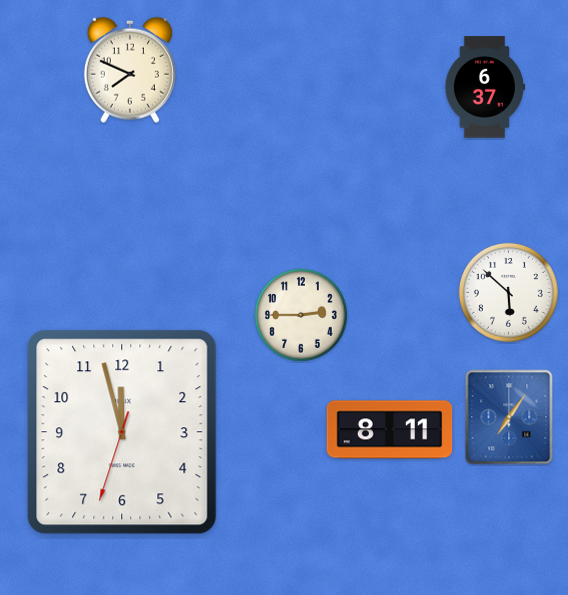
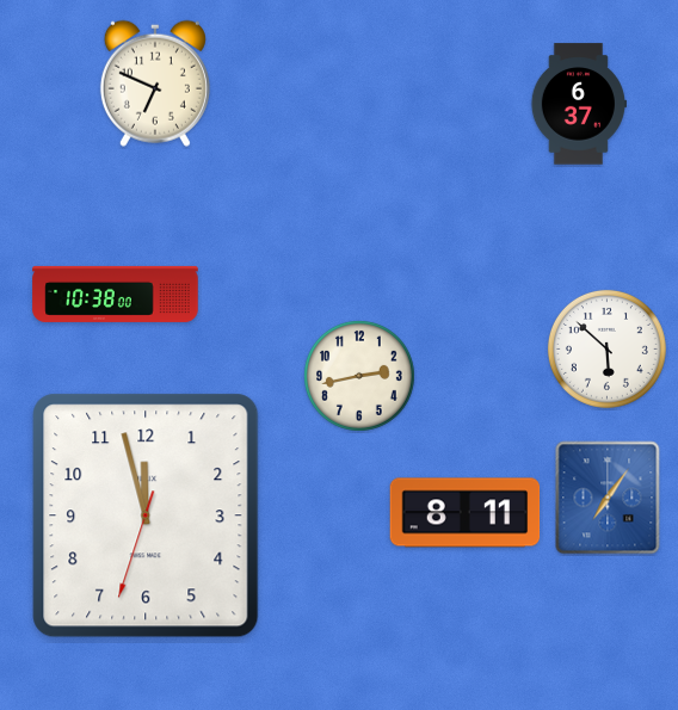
clock at (130, 70): 7:49 -> 6:49
clock at (116, 294): none -> 10:38
clock at (301, 315): 2:45 -> 2:43
